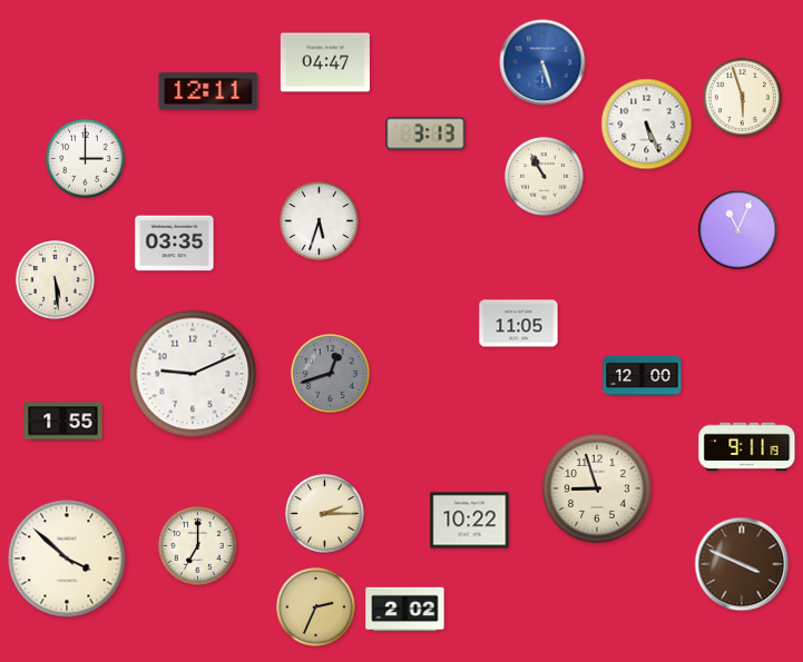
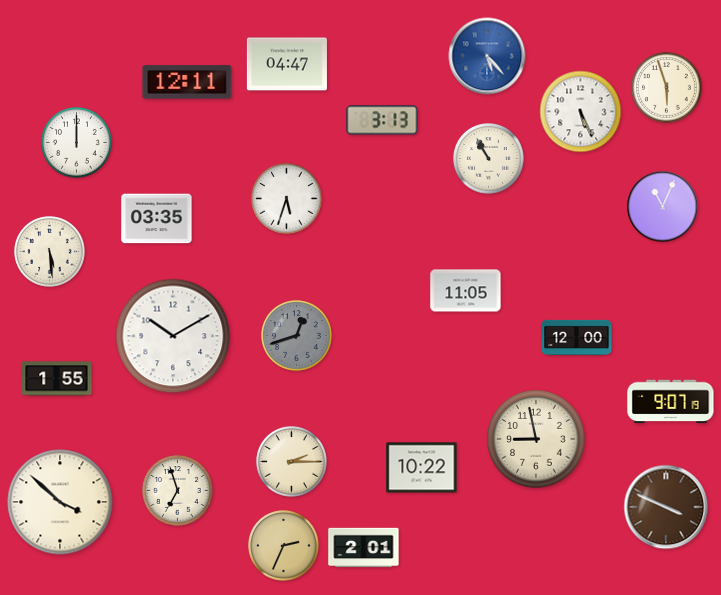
clock at (325, 62) position: (325, 62) -> (287, 64)
clock at (542, 62): 5:27 -> 5:23
clock at (86, 159): 3:00 -> 12:00
clock at (193, 374): 9:11 -> 10:10
clock at (747, 447): 9:11 -> 9:07
clock at (598, 490): 8:57 -> 8:58
clock at (198, 546): 7:00 -> 6:57
clock at (405, 610): 2:02 -> 2:01
